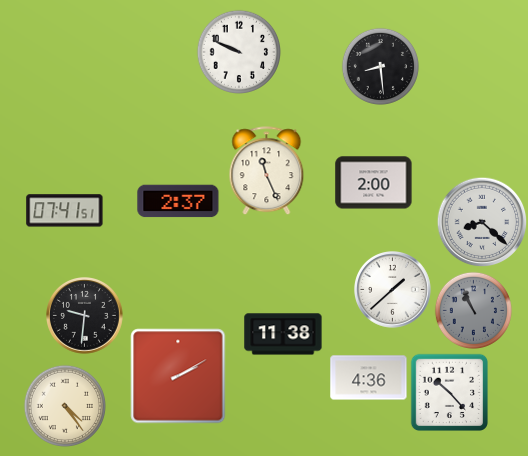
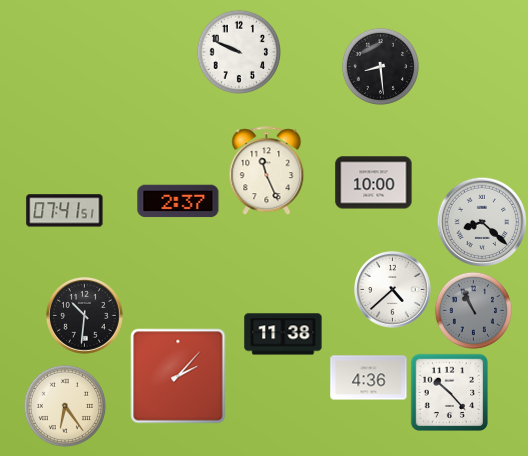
clock at (374, 183): 2:00 -> 10:00
clock at (393, 290): 1:38 -> 4:38
clock at (85, 316): 9:31 -> 10:31
clock at (178, 376): 2:10 -> 2:07
clock at (64, 405): 4:24 -> 6:24
